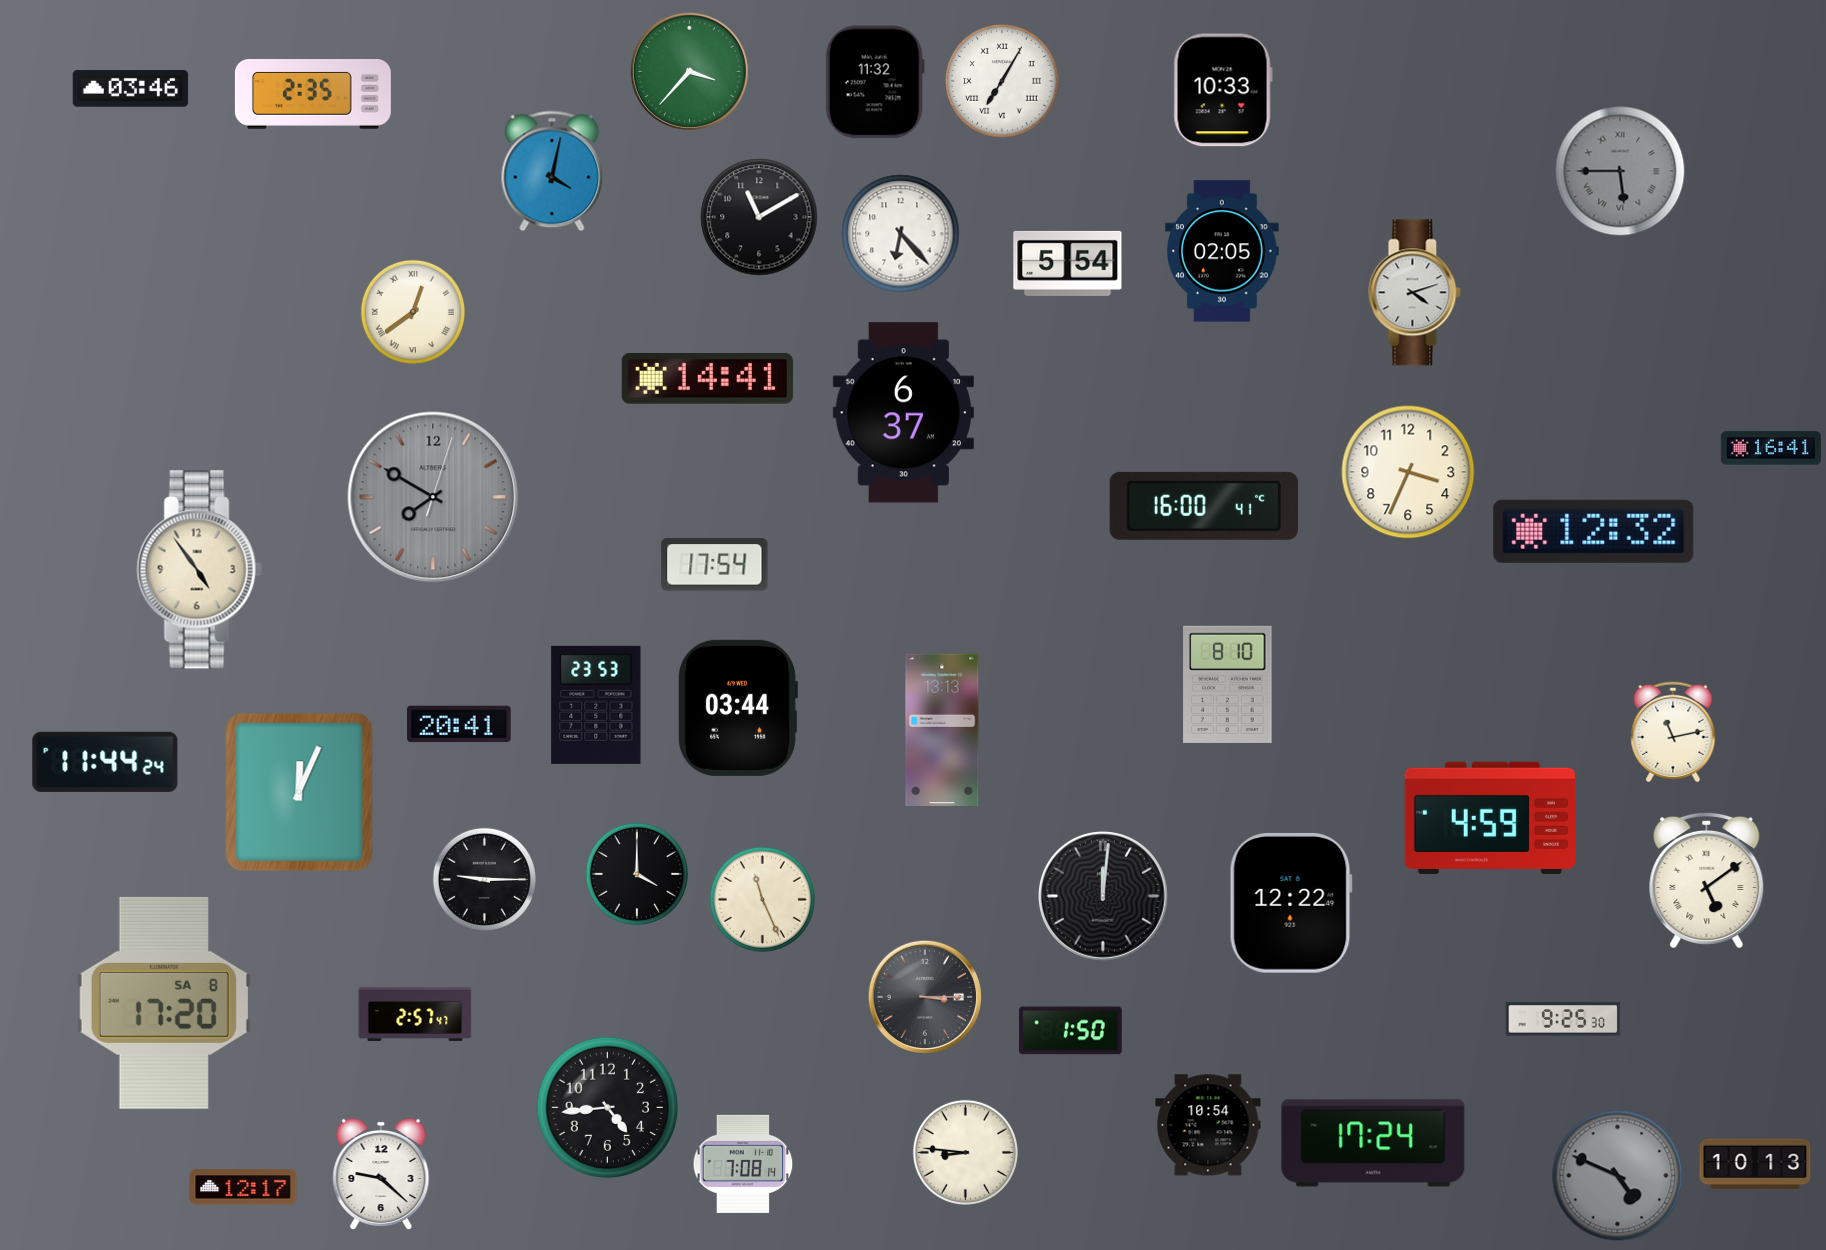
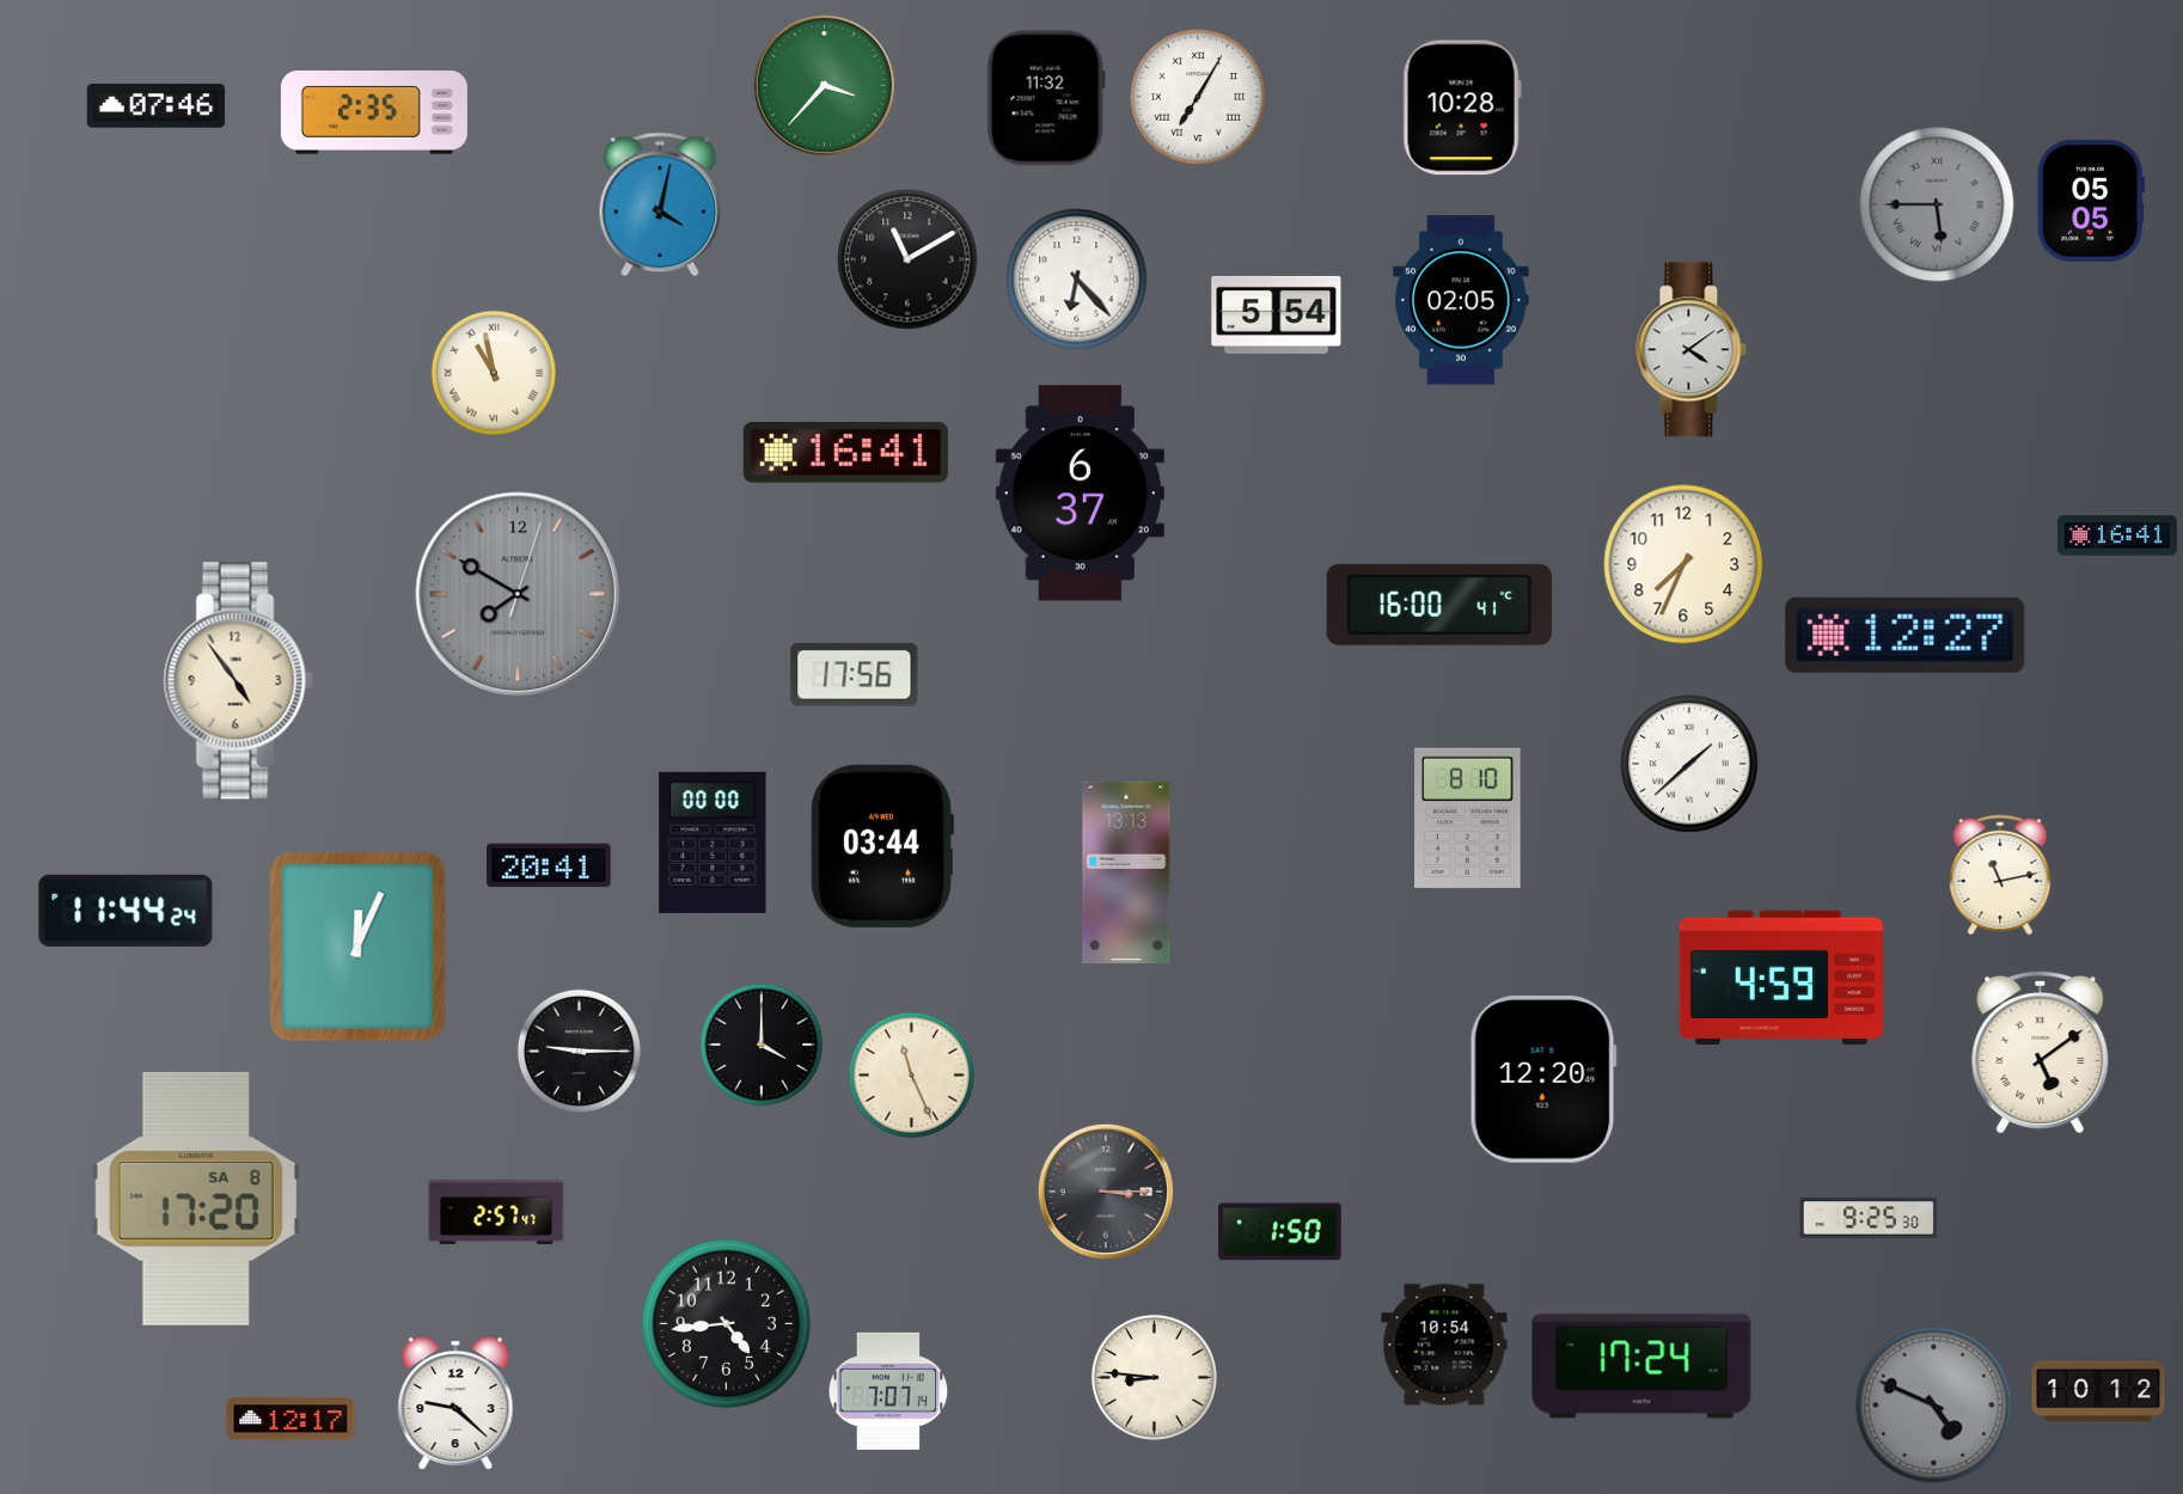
clock at (131, 89): 03:46 -> 07:46
clock at (1223, 90): 10:33 -> 10:28
clock at (2091, 201): none -> 05:05
clock at (1415, 293): 4:12 -> 4:09
clock at (413, 312): 12:39 -> 10:58
clock at (707, 379): 14:41 -> 16:41
clock at (1408, 472): 3:34 -> 7:34
clock at (1594, 531): 12:32 -> 12:27
clock at (715, 565): 17:54 -> 17:56
clock at (1689, 764): none -> 1:38
clock at (596, 705): 23:53 -> 00:00
clock at (1103, 896): 12:01 -> none
clock at (1291, 903): 12:22 -> 12:20
clock at (743, 1164): 7:08 -> 7:07
clock at (1755, 1164): 10:13 -> 10:12
